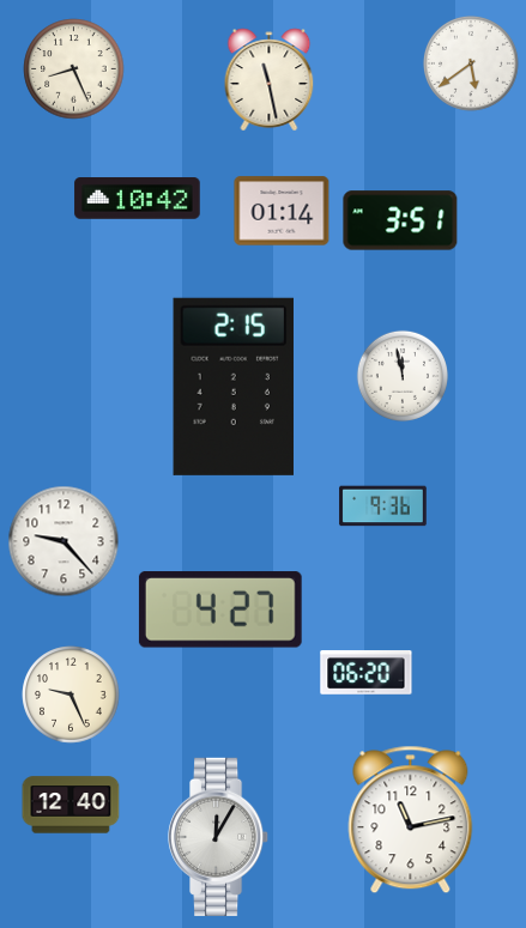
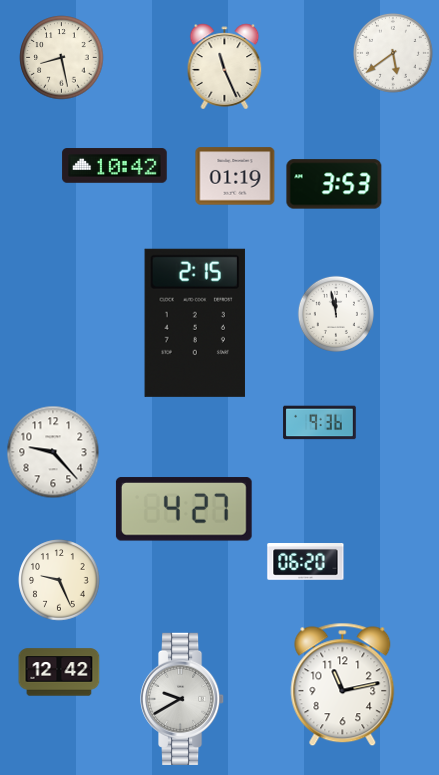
clock at (74, 69): 8:26 -> 8:28
clock at (270, 80): 11:28 -> 11:26
clock at (282, 211): 01:14 -> 01:19
clock at (400, 220): 3:51 -> 3:53
clock at (71, 805): 12:40 -> 12:42
clock at (219, 837): 12:05 -> 9:40
